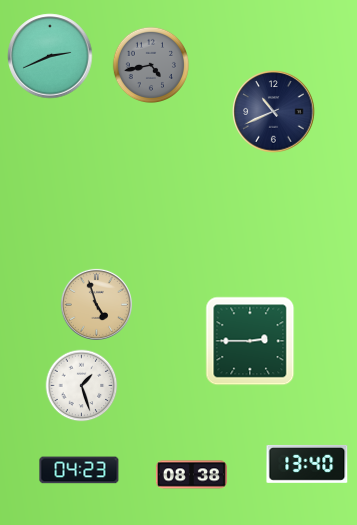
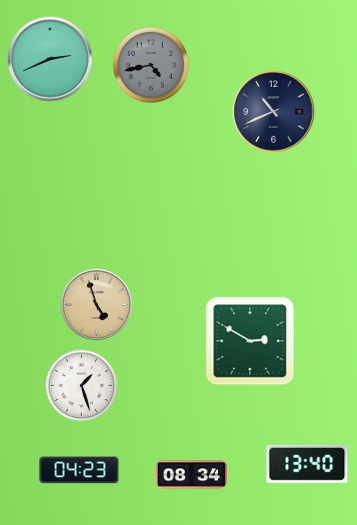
clock at (50, 56) position: (50, 56) -> (50, 59)
clock at (250, 341): 2:45 -> 2:50
clock at (191, 475): 08:38 -> 08:34
